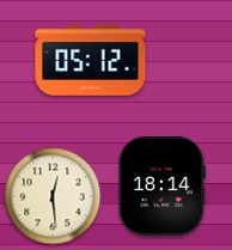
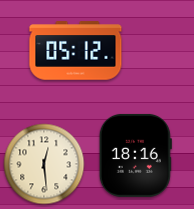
clock at (161, 185): 18:14 -> 18:16
